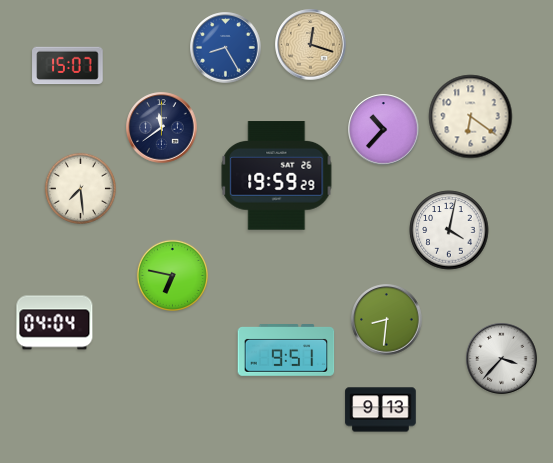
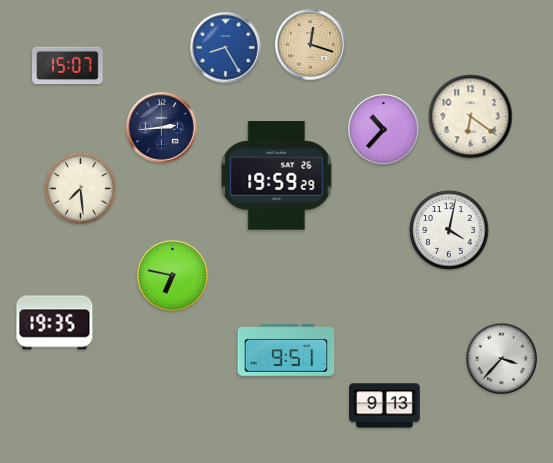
clock at (162, 128): 11:39 -> 2:44
clock at (387, 320): 8:31 -> none
clock at (55, 323): 04:04 -> 19:35
clock at (381, 410) position: (381, 410) -> (385, 406)
